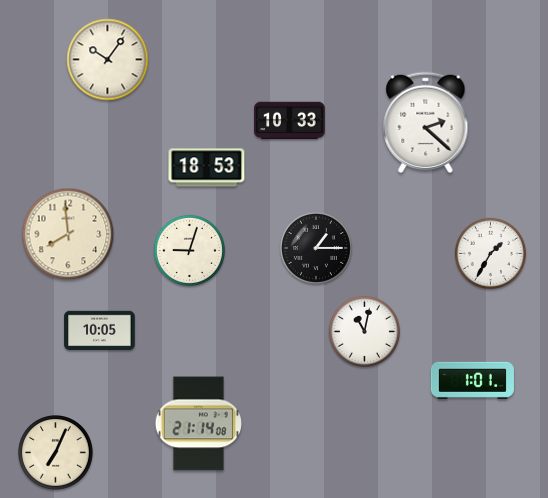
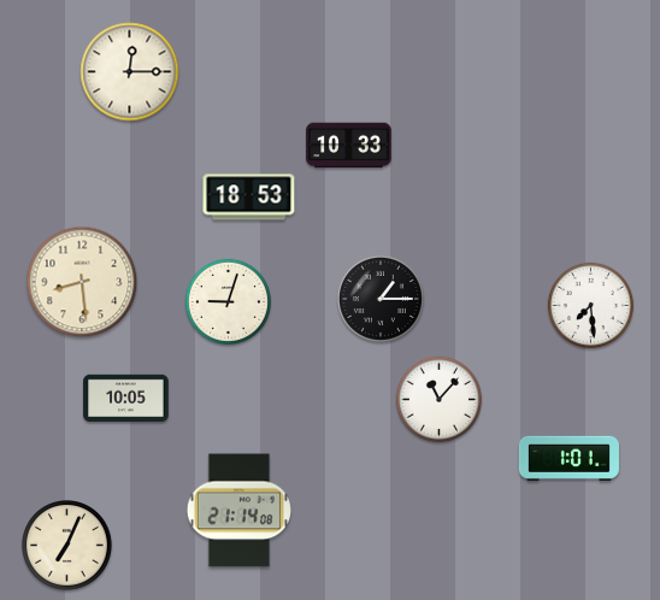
clock at (108, 60): 10:06 -> 12:15
clock at (426, 122): 2:22 -> none
clock at (207, 168) position: (207, 168) -> (249, 198)
clock at (68, 234): 7:59 -> 8:29
clock at (490, 253): 1:35 -> 7:29
clock at (100, 331) position: (100, 331) -> (126, 399)
clock at (364, 331): 11:02 -> 11:07
